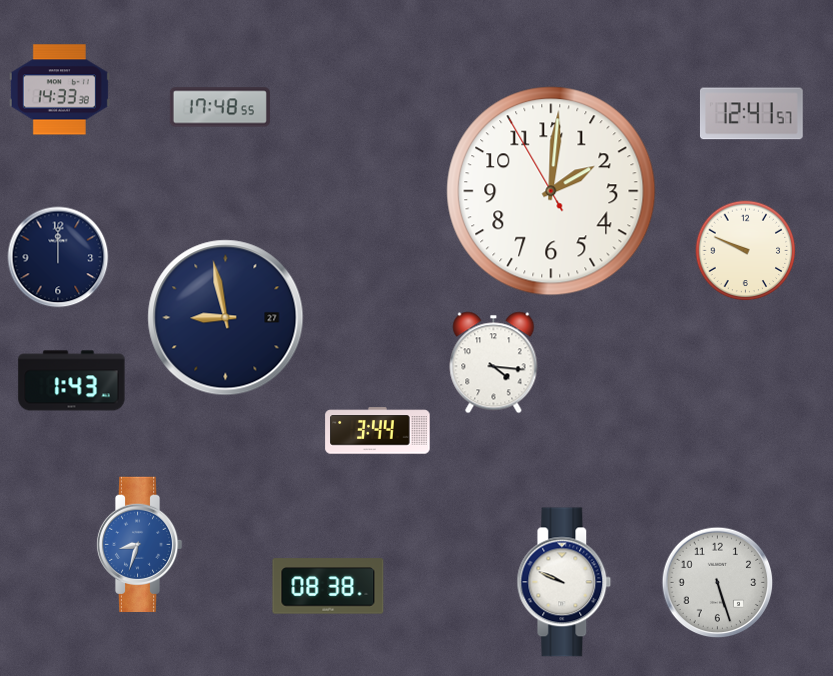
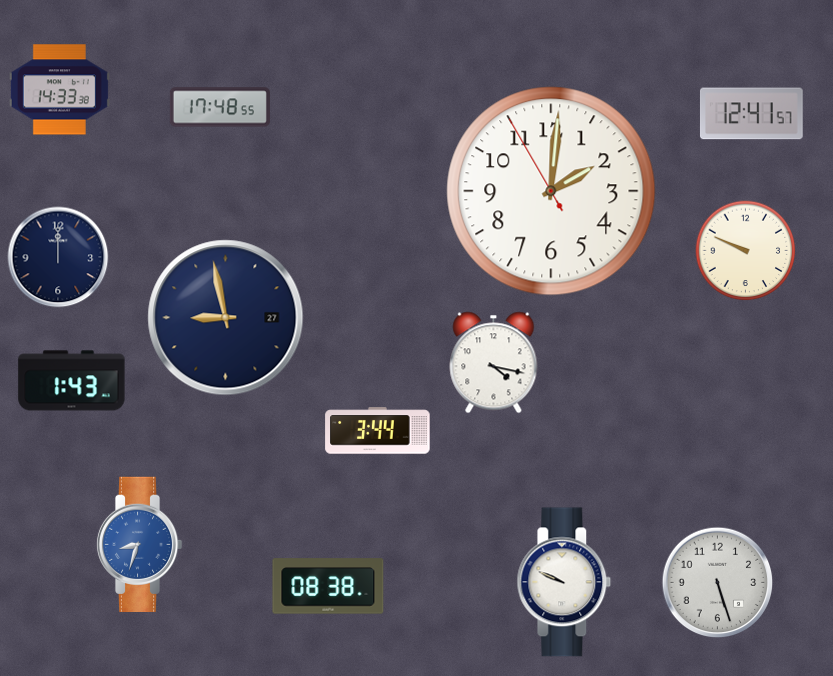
clock at (494, 363): 4:16 -> 4:17
